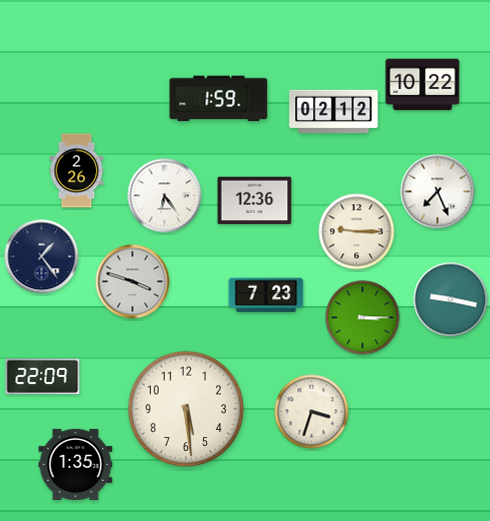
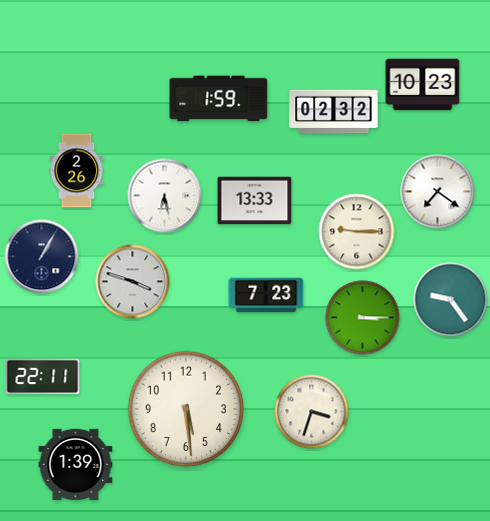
clock at (423, 85): 10:22 -> 10:23
clock at (334, 112): 02:12 -> 02:32
clock at (438, 192): 7:26 -> 7:21
clock at (165, 196): 6:24 -> 6:28
clock at (255, 201): 12:36 -> 13:33
clock at (42, 257): 1:24 -> 1:05
clock at (451, 300): 9:17 -> 9:24
clock at (43, 377): 22:09 -> 22:11
clock at (76, 464): 1:35 -> 1:39
